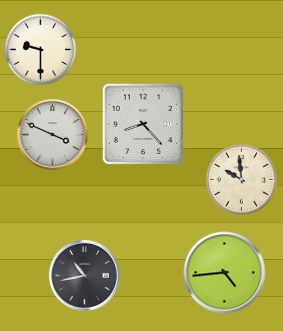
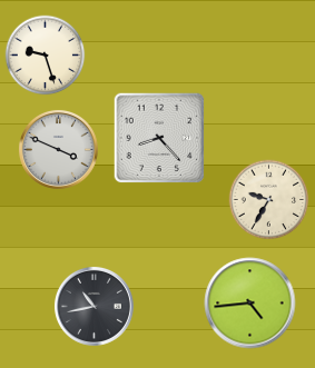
clock at (41, 50): 9:30 -> 9:27
clock at (242, 180): 9:59 -> 9:35
